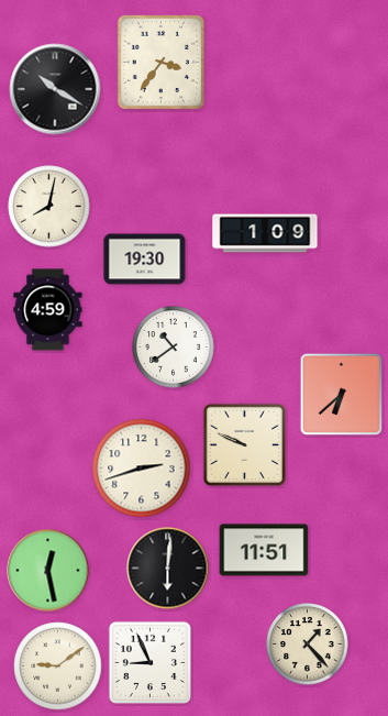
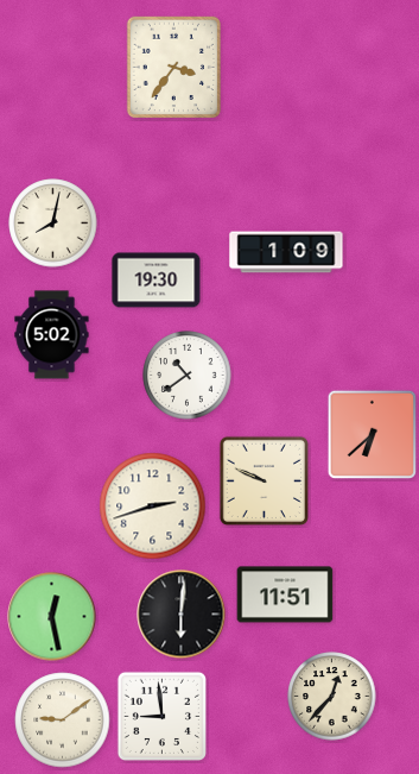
clock at (55, 89): 10:20 -> none
clock at (48, 310): 4:59 -> 5:02
clock at (342, 395) position: (342, 395) -> (373, 435)
clock at (308, 645): 1:23 -> 12:37
clock at (149, 662): 8:56 -> 8:59
